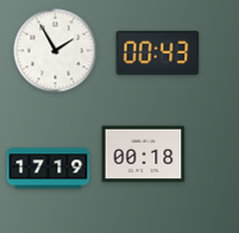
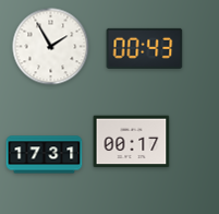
clock at (144, 155): 00:18 -> 00:17
clock at (49, 169): 17:19 -> 17:31
